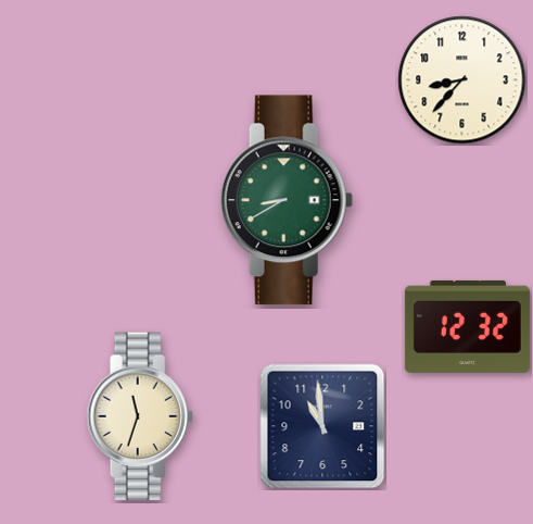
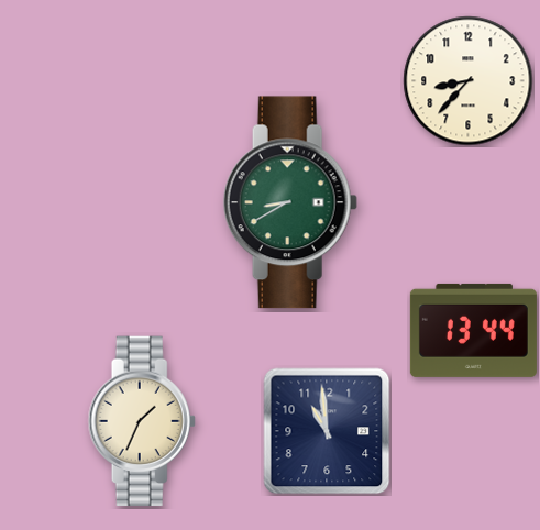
clock at (467, 326): 12:32 -> 13:44
clock at (140, 416): 11:33 -> 1:34
